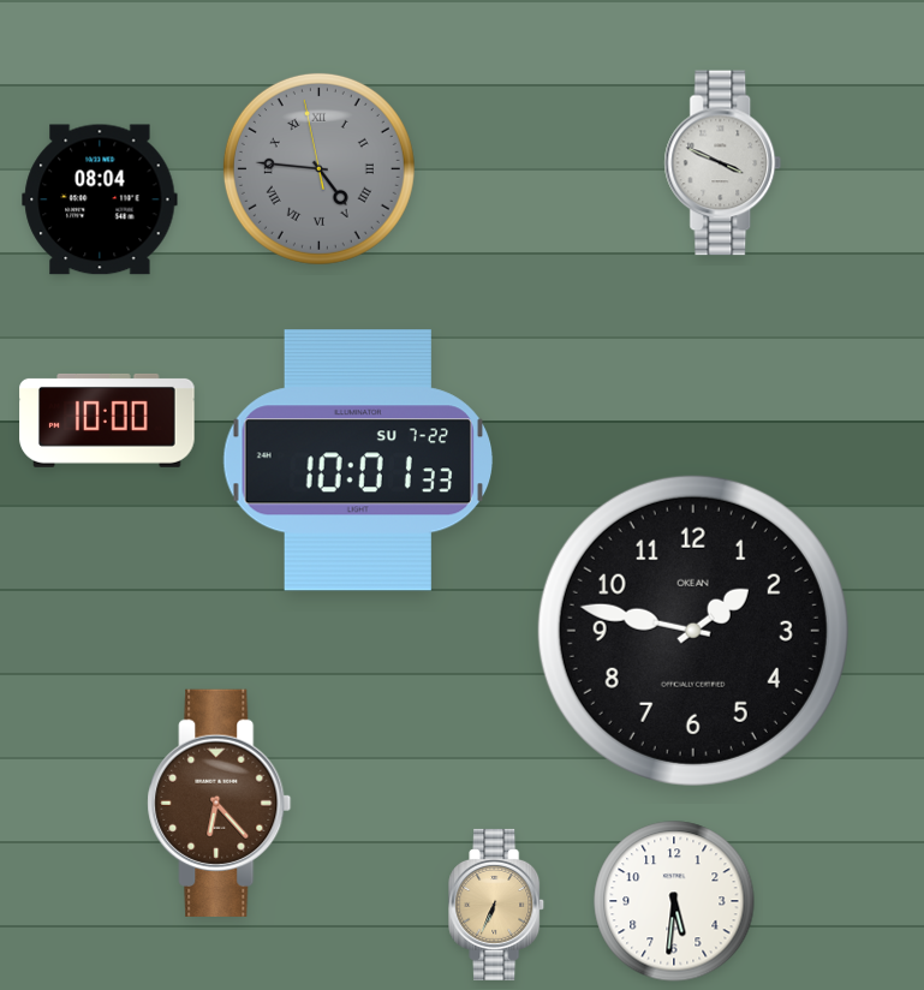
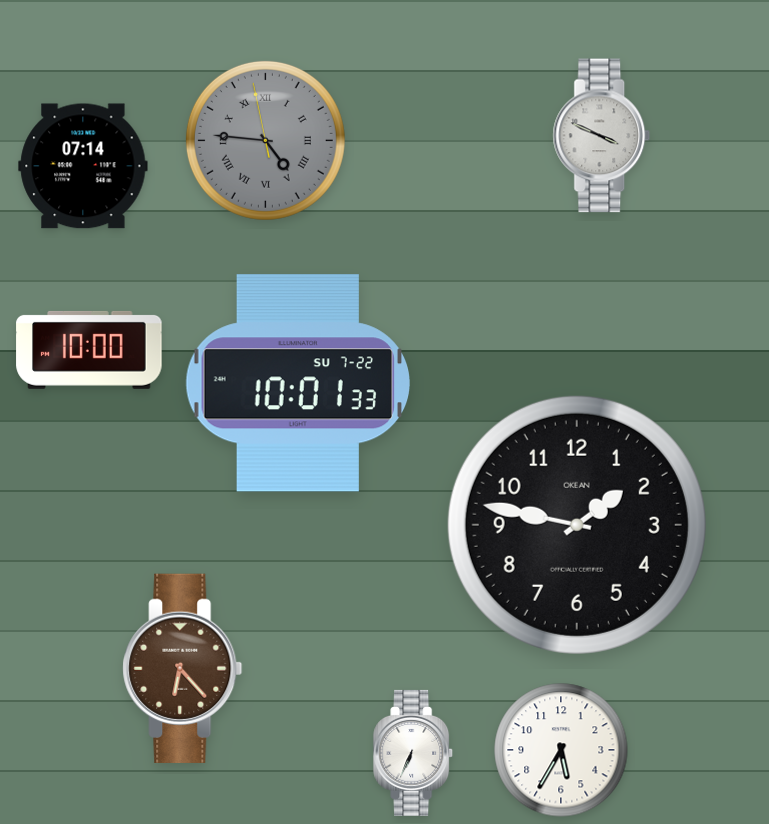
clock at (100, 199): 08:04 -> 07:14
clock at (674, 901): 5:31 -> 5:35
clock at (497, 905) dial: champagne -> white
